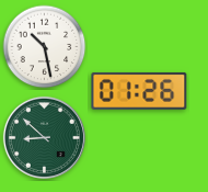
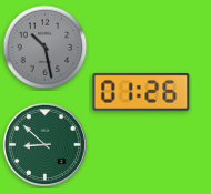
clock at (45, 47) dial: white -> grey
clock at (44, 137) position: (44, 137) -> (44, 144)
